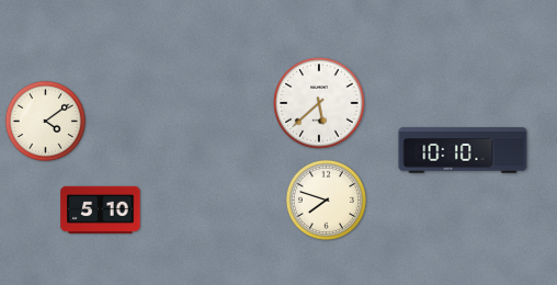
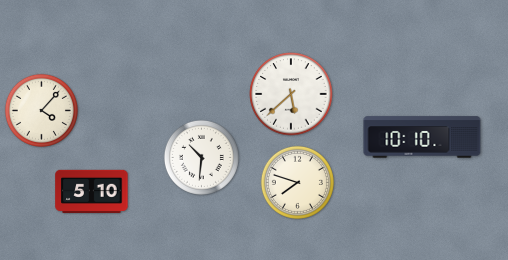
clock at (45, 121): 4:09 -> 4:07
clock at (201, 157): none -> 10:31
